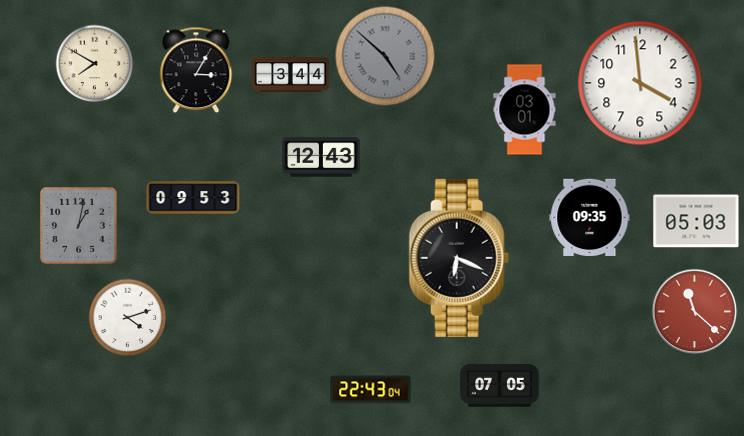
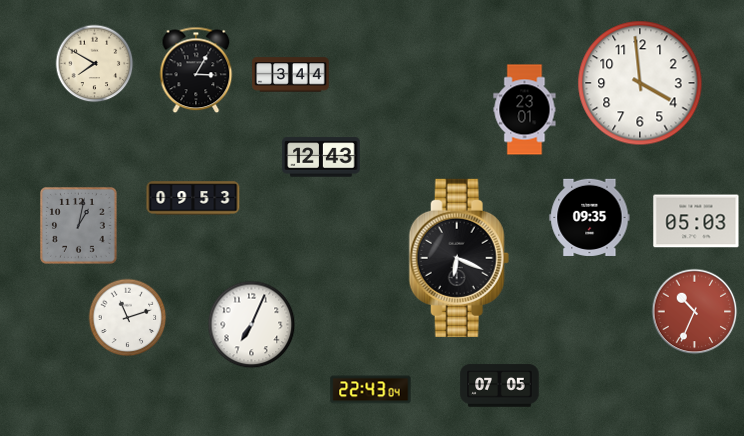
clock at (385, 56): 4:52 -> none
clock at (525, 110): 03:01 -> 23:01
clock at (694, 311): 11:22 -> 10:34
clock at (127, 317): 4:12 -> 11:12
clock at (251, 324): none -> 7:04
